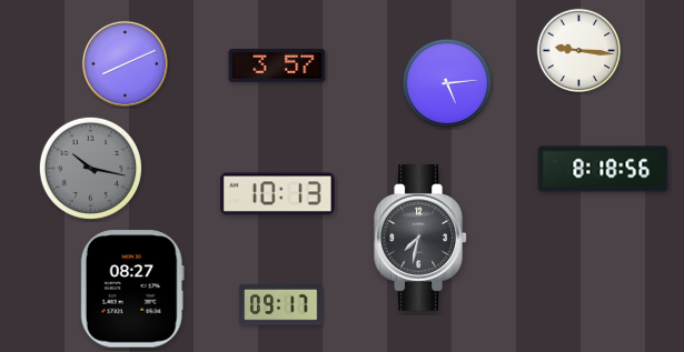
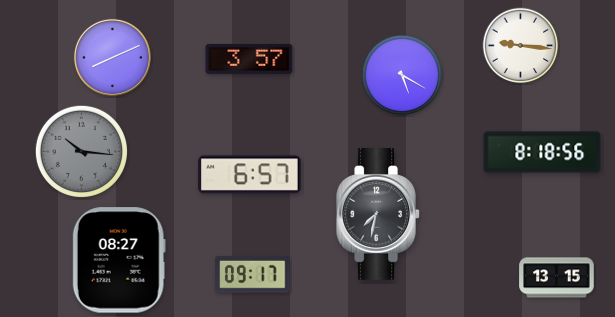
clock at (447, 83): 5:14 -> 5:20
clock at (90, 168): 10:17 -> 10:16
clock at (278, 194): 10:13 -> 6:57
clock at (557, 278): none -> 13:15
